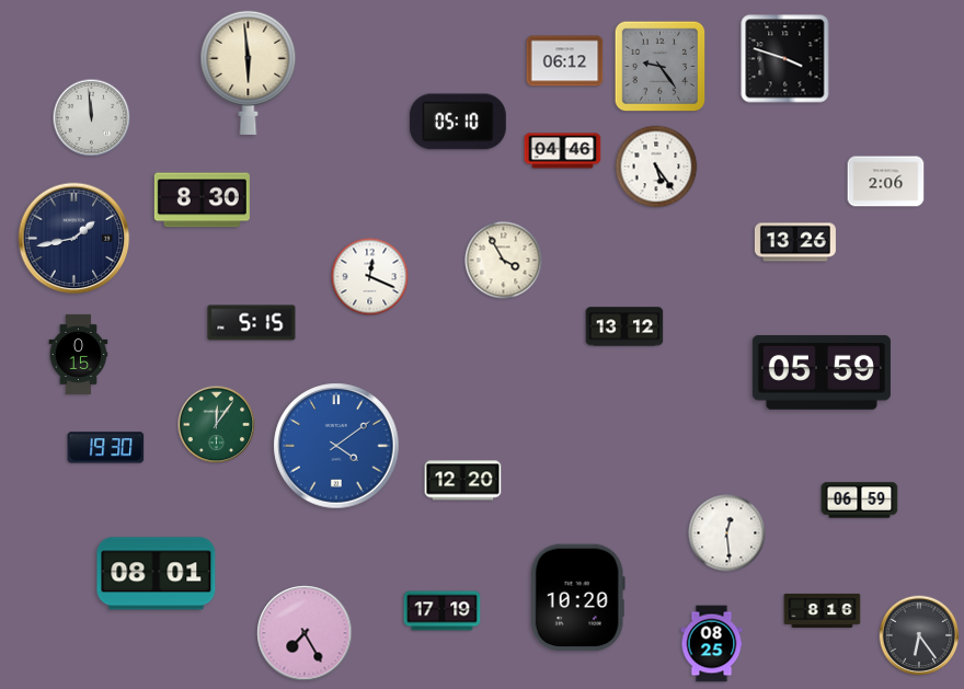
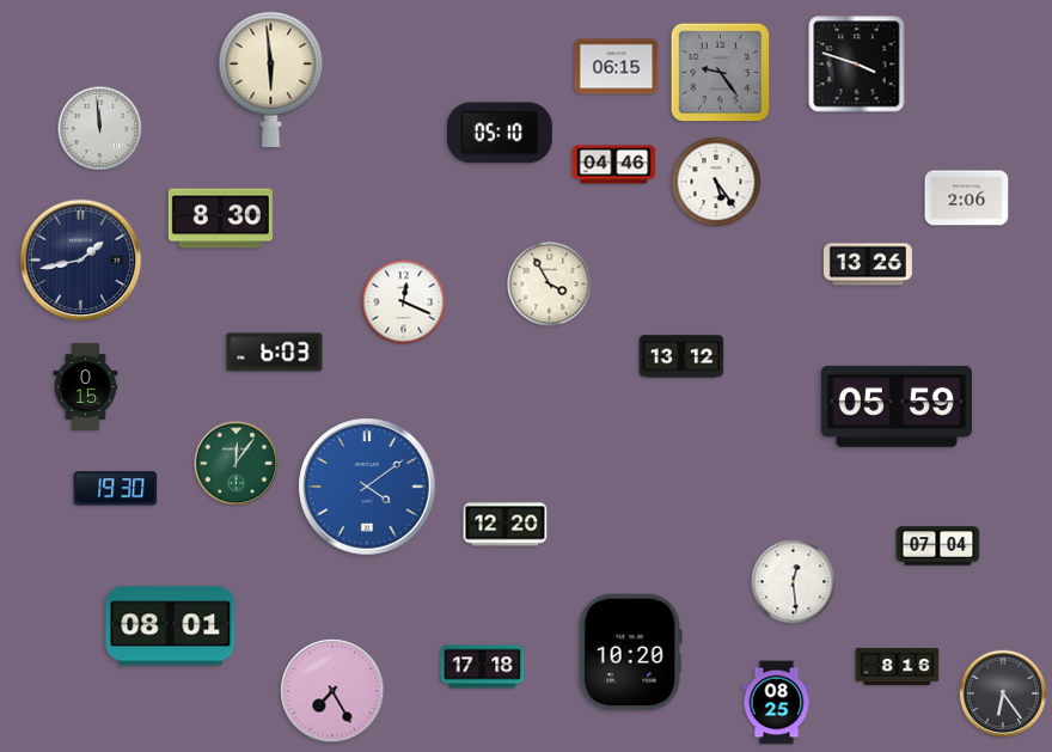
clock at (565, 61): 06:12 -> 06:15
clock at (252, 323): 5:15 -> 6:03
clock at (860, 501): 06:59 -> 07:04
clock at (443, 611): 17:19 -> 17:18
